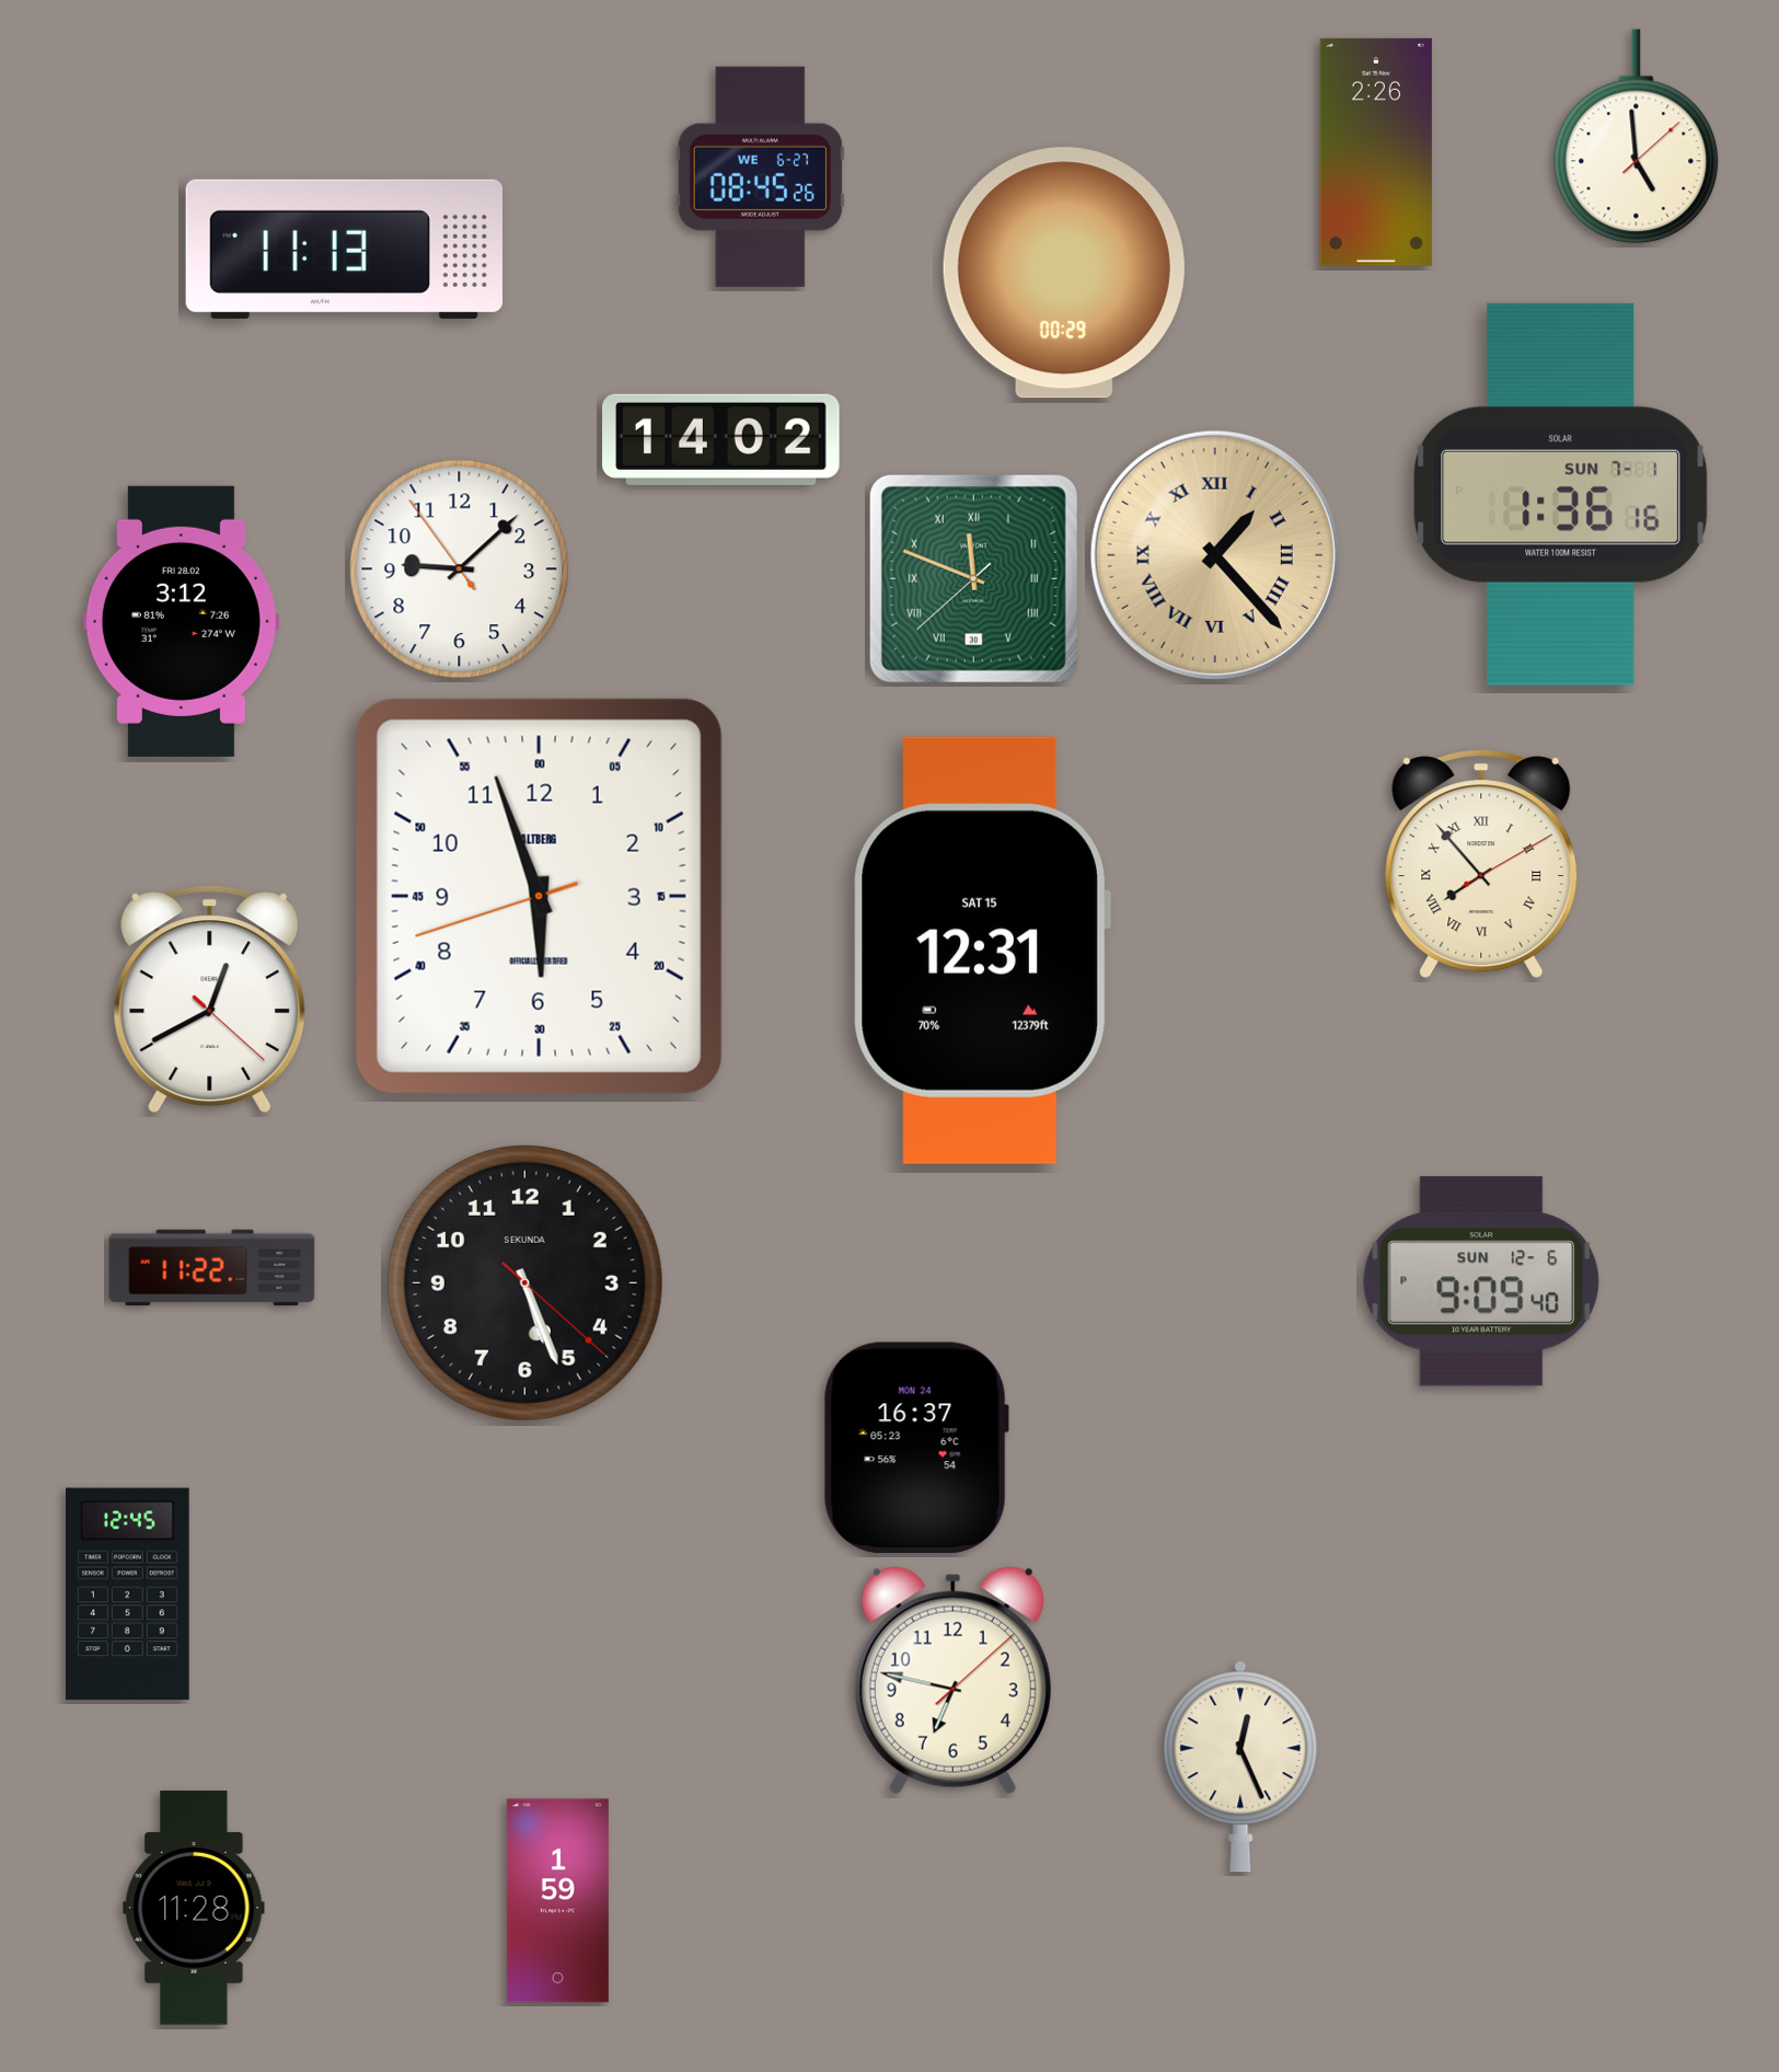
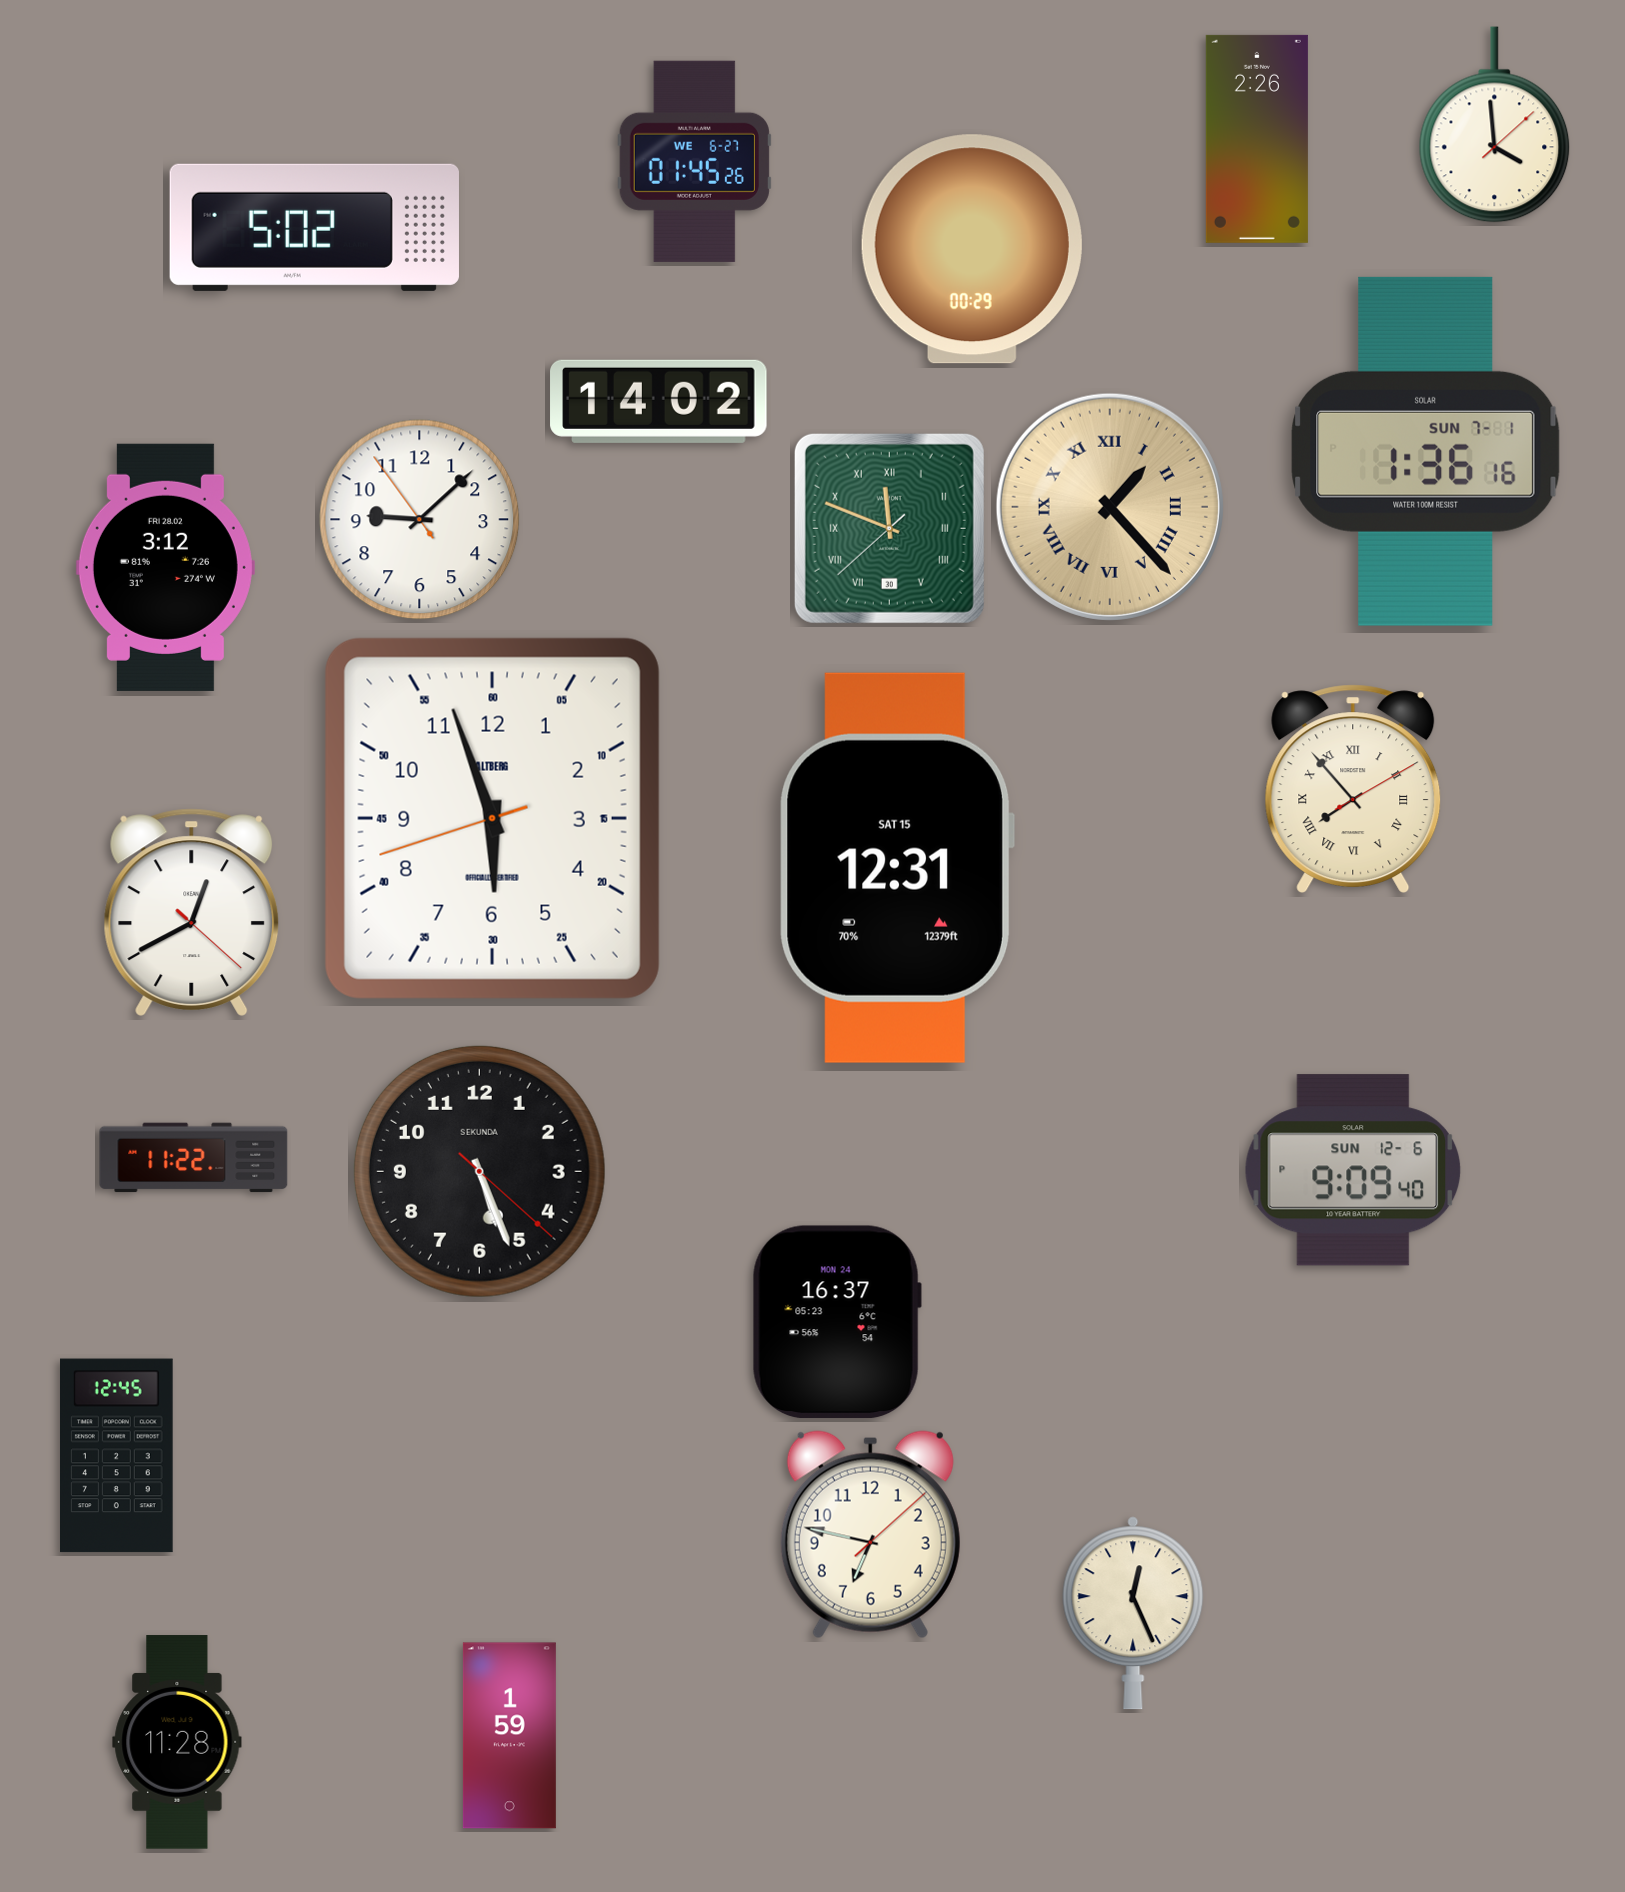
clock at (1637, 137): 4:59 -> 3:59
clock at (760, 176): 08:45 -> 01:45
clock at (344, 249): 11:13 -> 5:02
